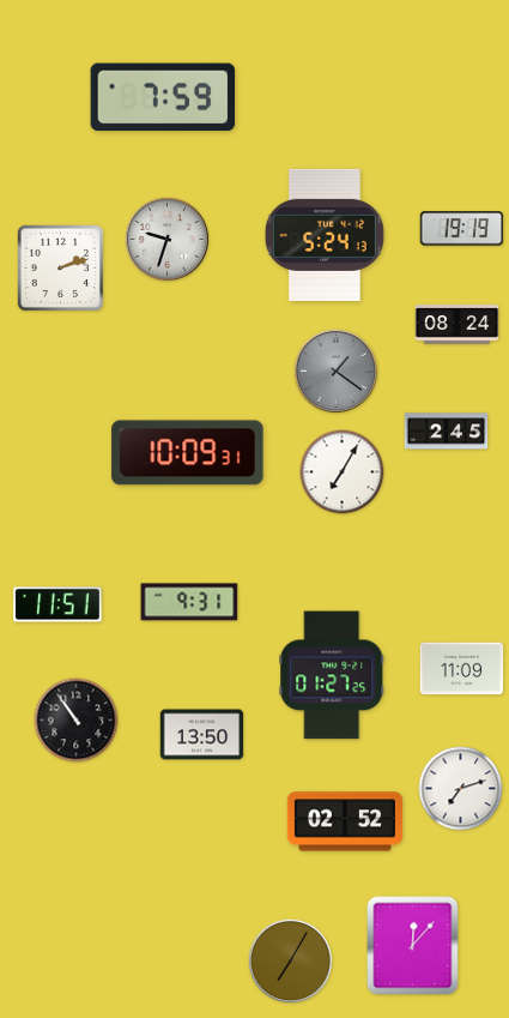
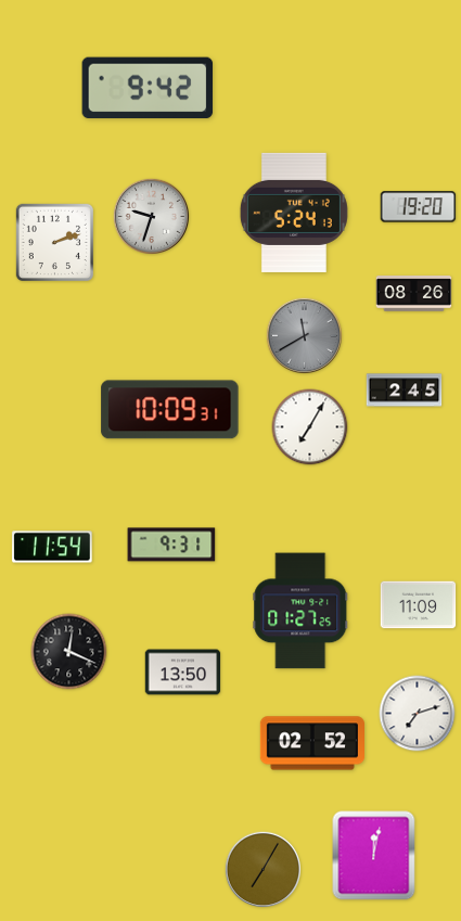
clock at (163, 97): 7:59 -> 9:42
clock at (462, 229): 19:19 -> 19:20
clock at (458, 325): 08:24 -> 08:26
clock at (335, 371): 1:21 -> 11:40
clock at (57, 604): 11:51 -> 11:54
clock at (77, 721): 10:54 -> 12:19
clock at (202, 735) position: (202, 735) -> (183, 673)
clock at (413, 946): 12:07 -> 12:02
